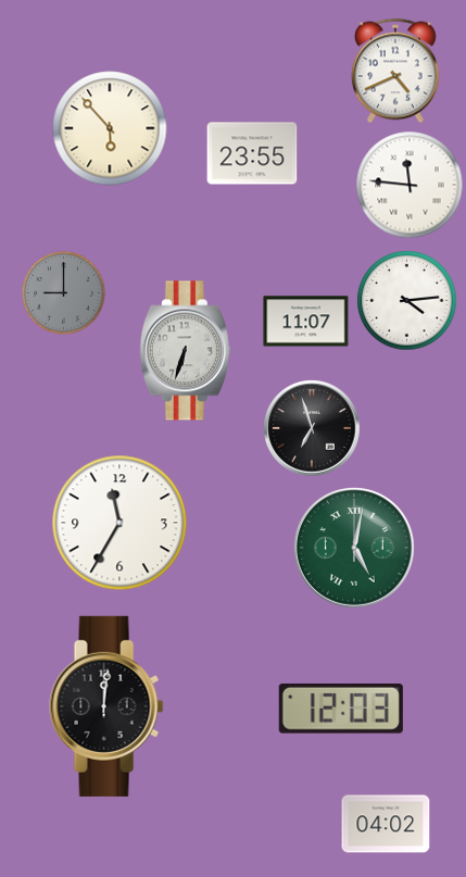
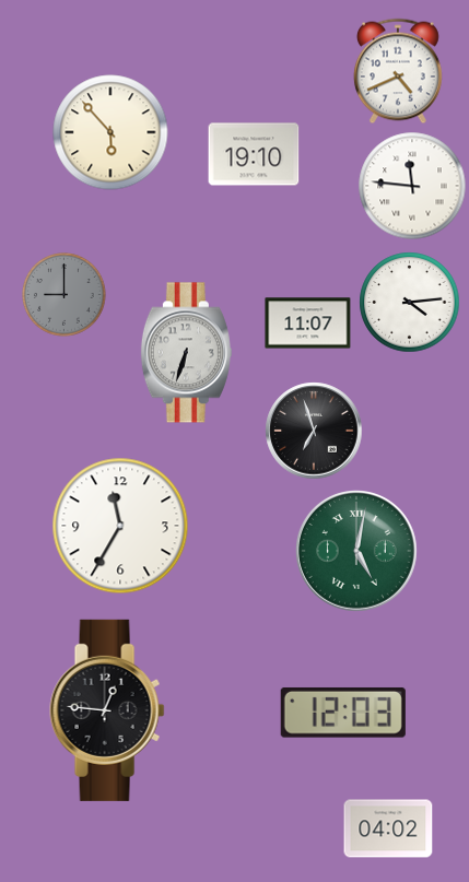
clock at (110, 128) position: (110, 128) -> (110, 132)
clock at (252, 153): 23:55 -> 19:10
clock at (106, 706): 12:01 -> 12:46
